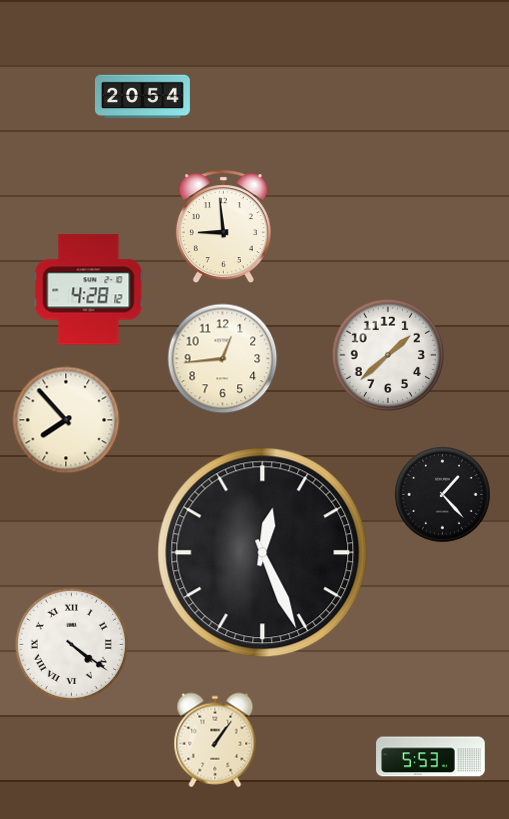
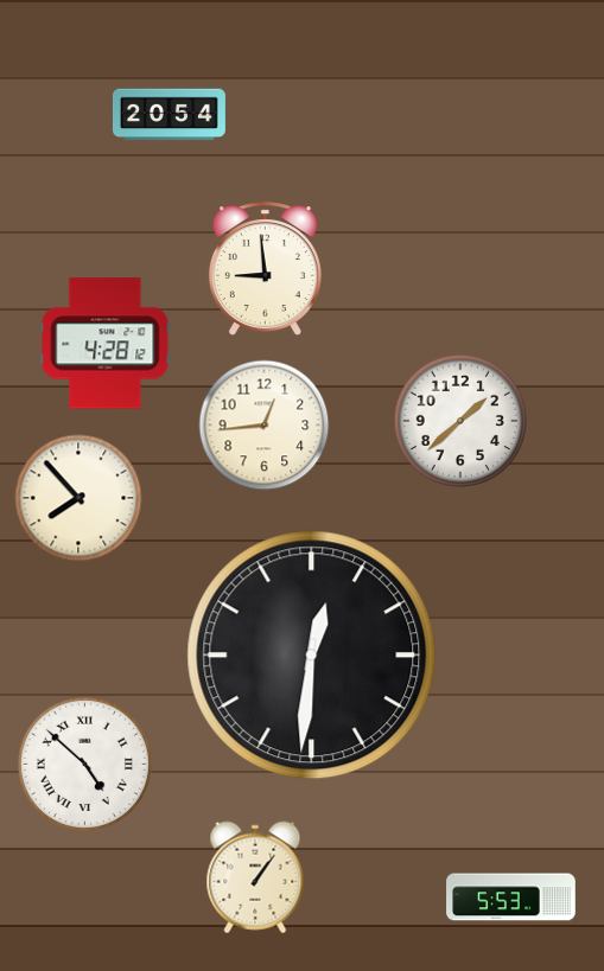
clock at (442, 494): 1:23 -> none
clock at (263, 553): 12:26 -> 12:31
clock at (71, 644): 4:21 -> 4:52
